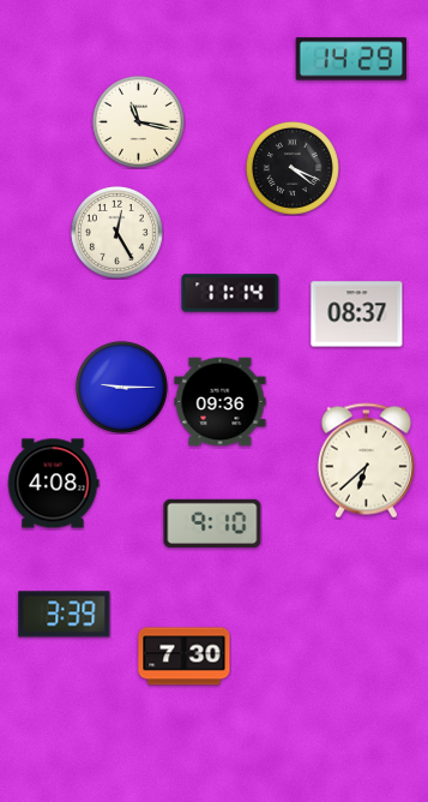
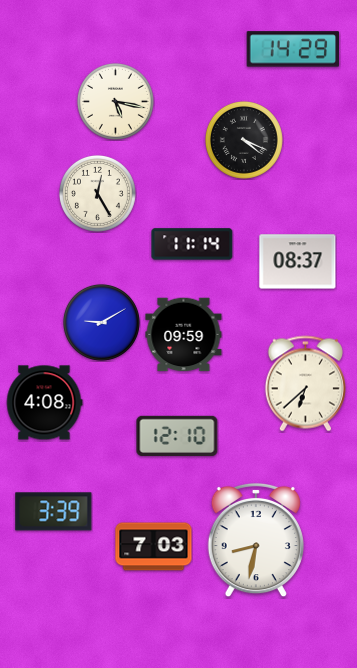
clock at (138, 121): 11:17 -> 5:17
clock at (121, 387): 9:15 -> 9:10
clock at (221, 402): 09:36 -> 09:59
clock at (212, 523): 9:10 -> 12:10
clock at (256, 540): none -> 8:32
clock at (185, 657): 7:30 -> 7:03
